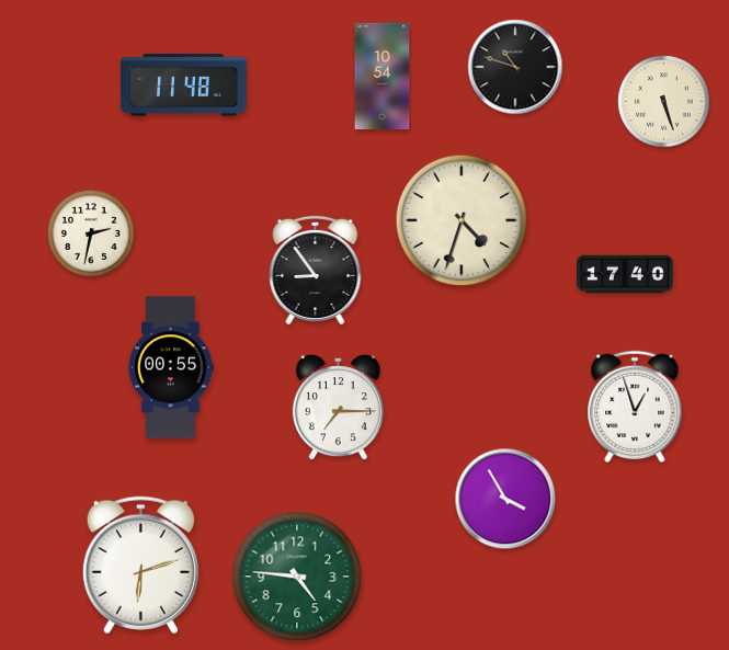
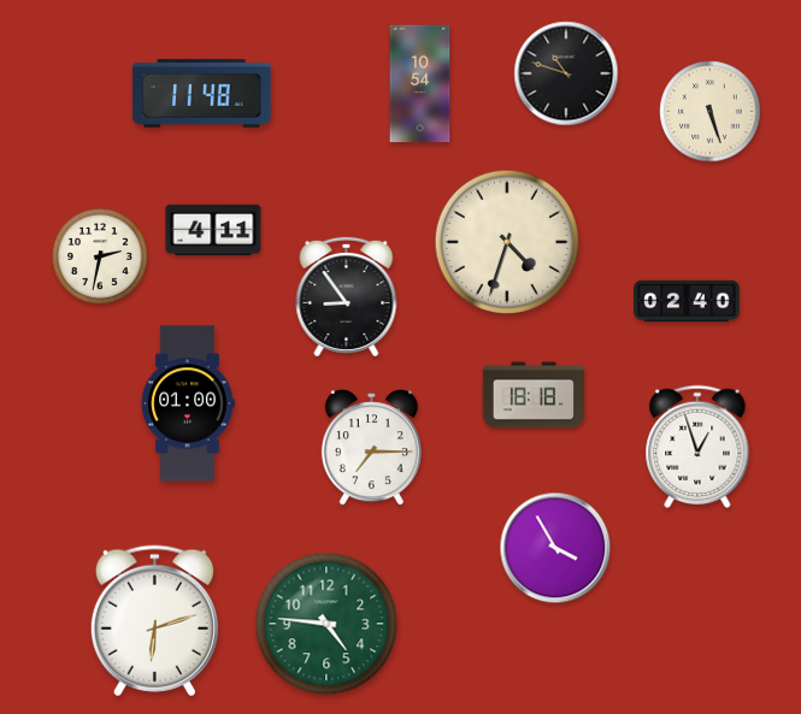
clock at (664, 102) position: (664, 102) -> (711, 112)
clock at (213, 229): none -> 4:11
clock at (625, 274): 17:40 -> 02:40
clock at (532, 395): none -> 18:18
clock at (171, 367): 00:55 -> 01:00
clock at (297, 577) position: (297, 577) -> (326, 624)
